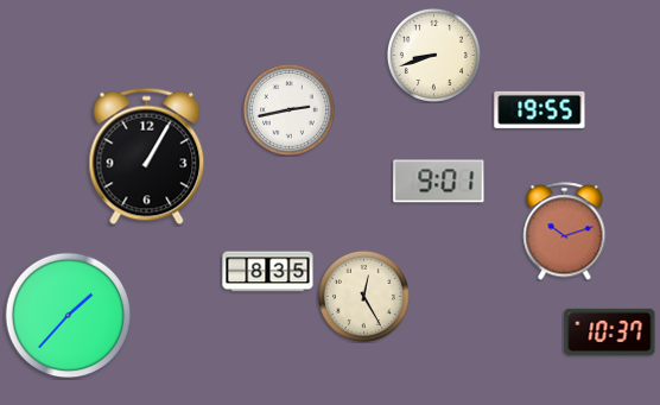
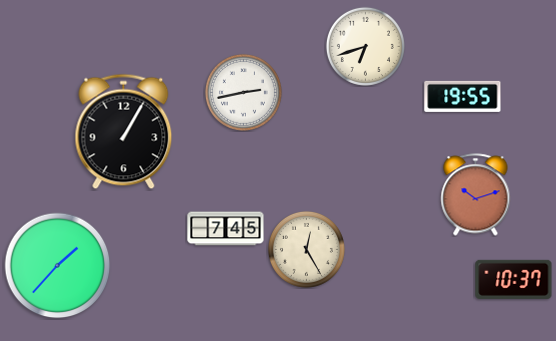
clock at (433, 55): 8:42 -> 6:42
clock at (540, 109) position: (540, 109) -> (463, 96)
clock at (439, 182): 9:01 -> none
clock at (268, 272): 8:35 -> 7:45
